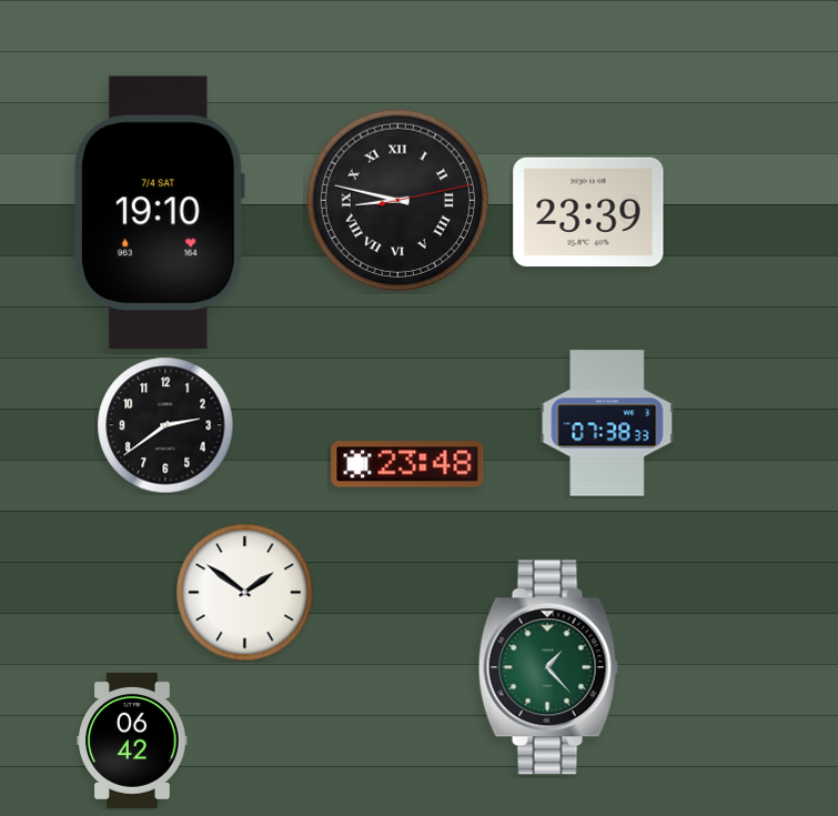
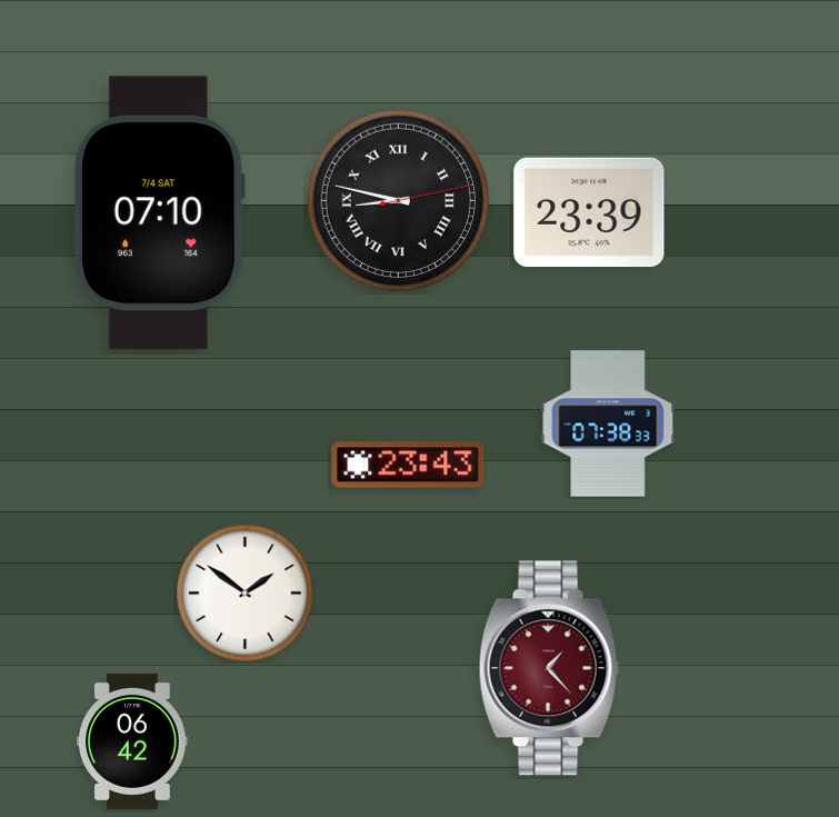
clock at (159, 213): 19:10 -> 07:10
clock at (165, 425): 2:39 -> none
clock at (407, 464): 23:48 -> 23:43
clock at (548, 667) dial: green -> burgundy
